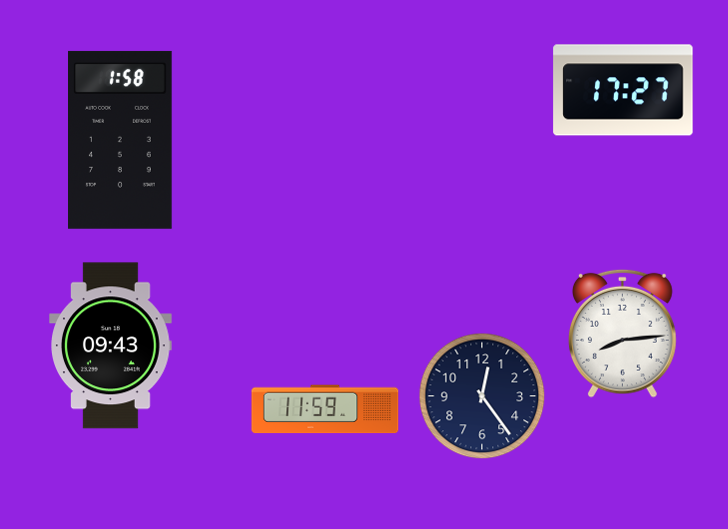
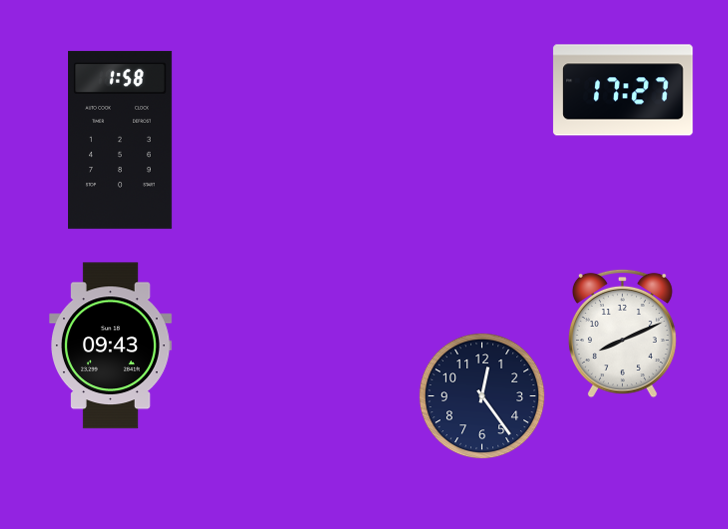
clock at (623, 333): 8:14 -> 8:11
clock at (325, 409): 11:59 -> none
